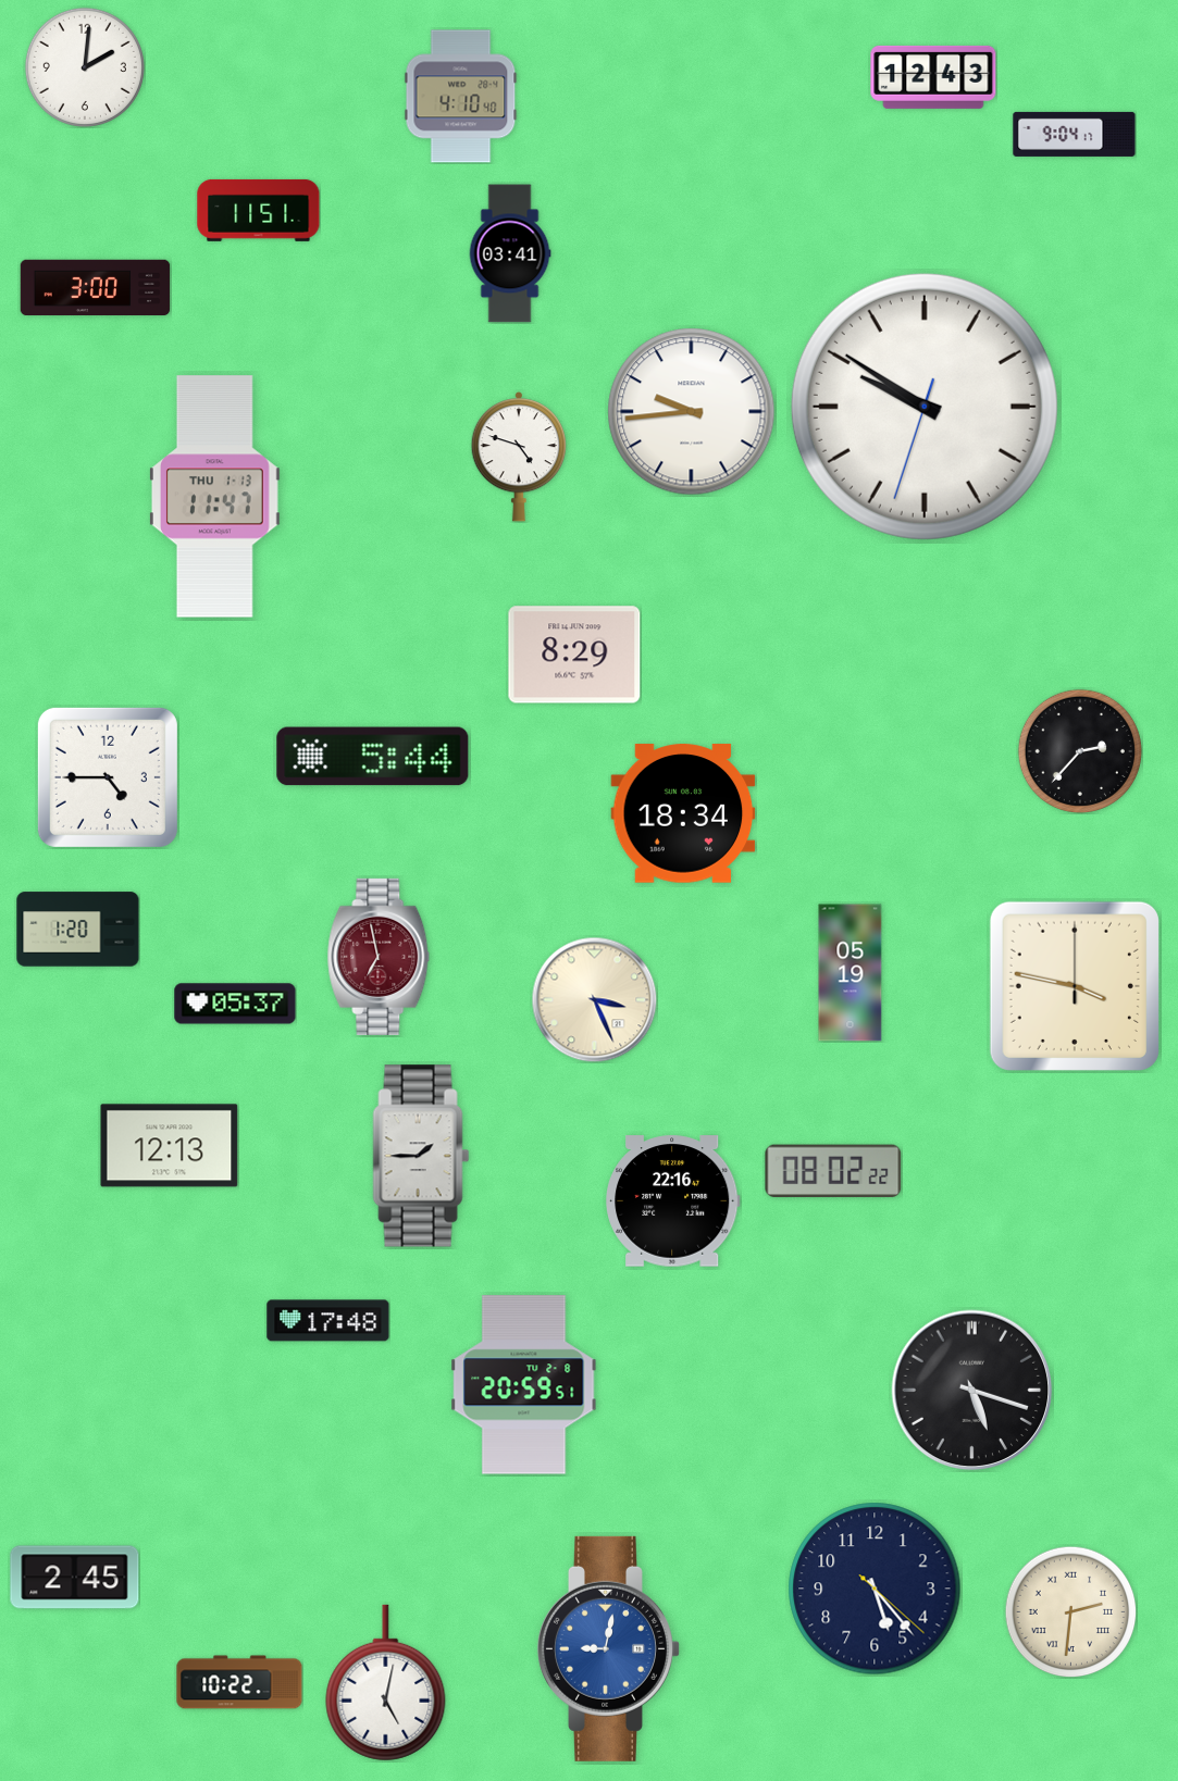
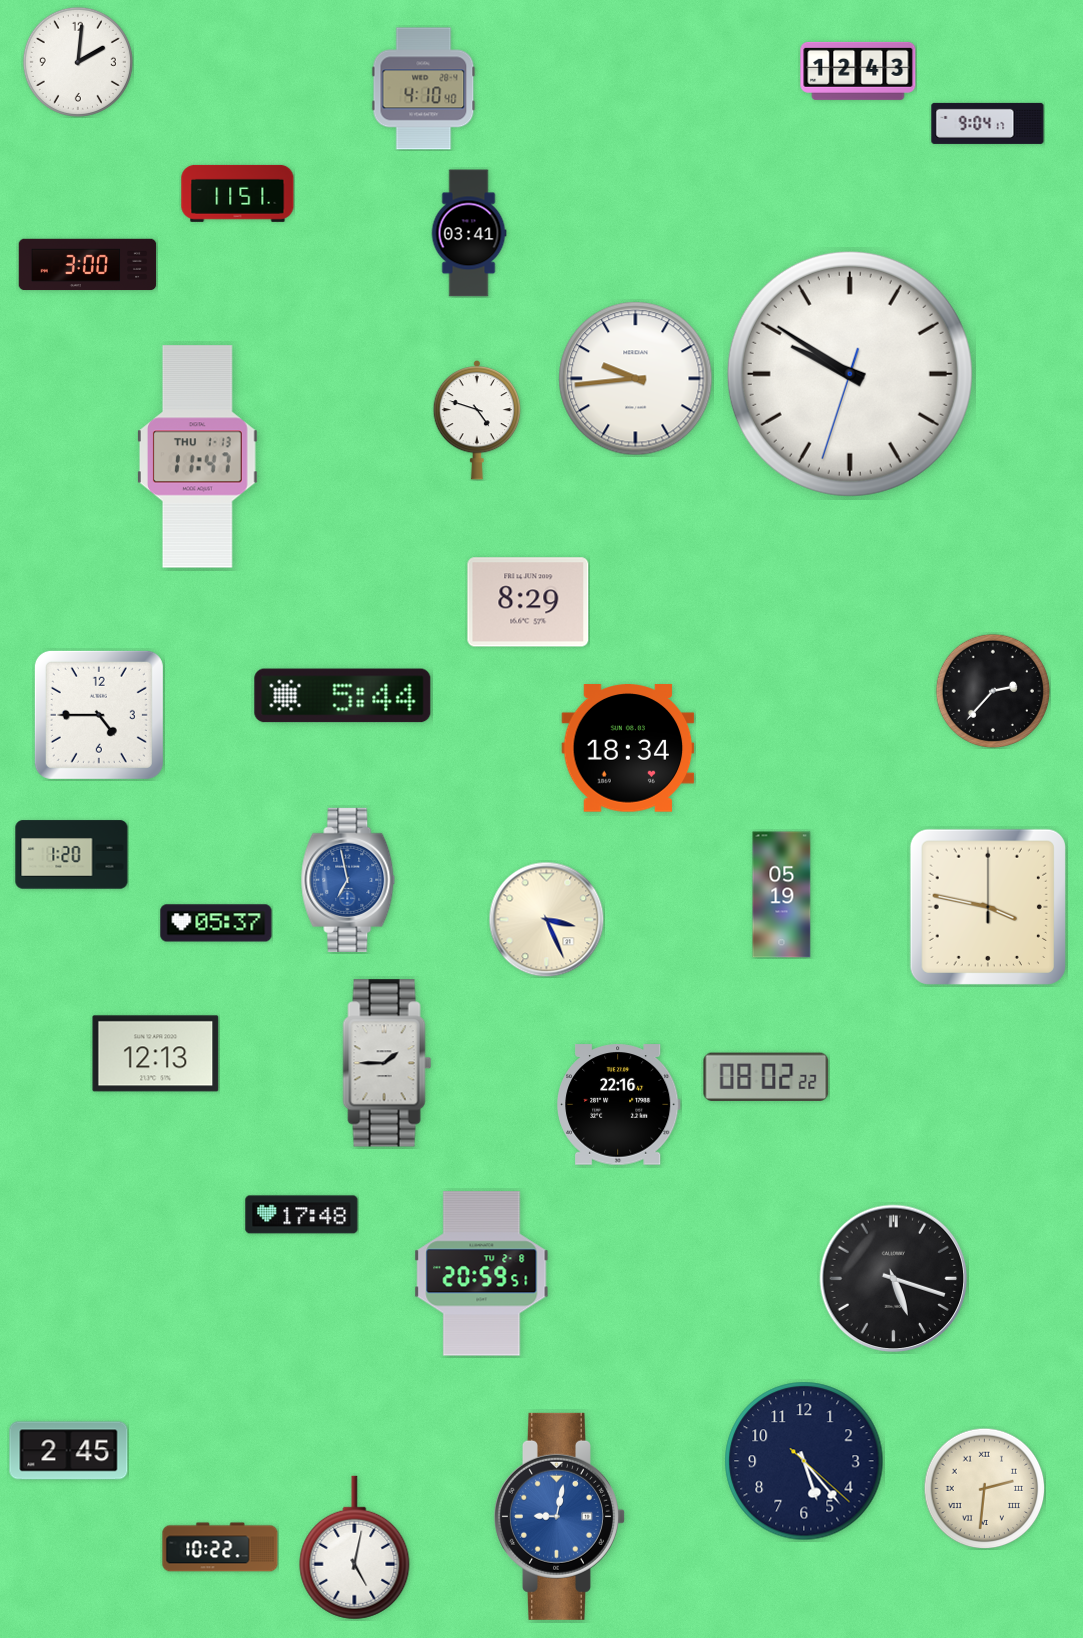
clock at (379, 957) dial: burgundy -> blue
clock at (1070, 1611) position: (1070, 1611) -> (984, 1488)
